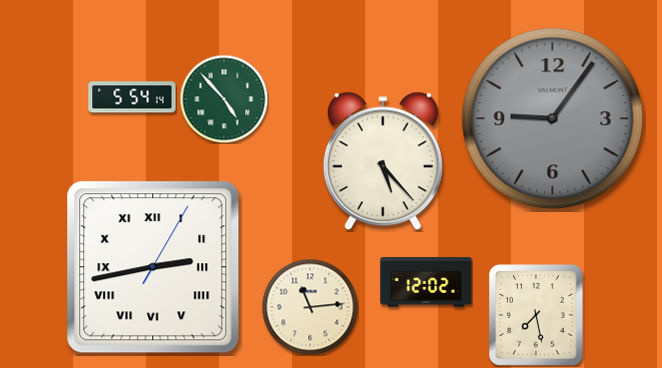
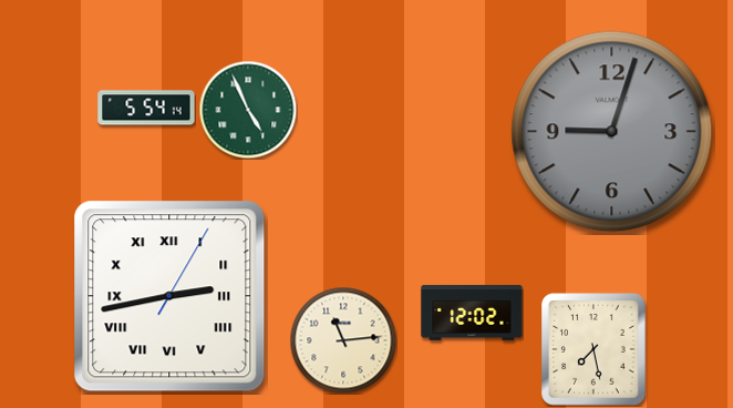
clock at (224, 99): 4:53 -> 4:56
clock at (553, 119): 9:06 -> 9:03
clock at (383, 161): 5:23 -> none
